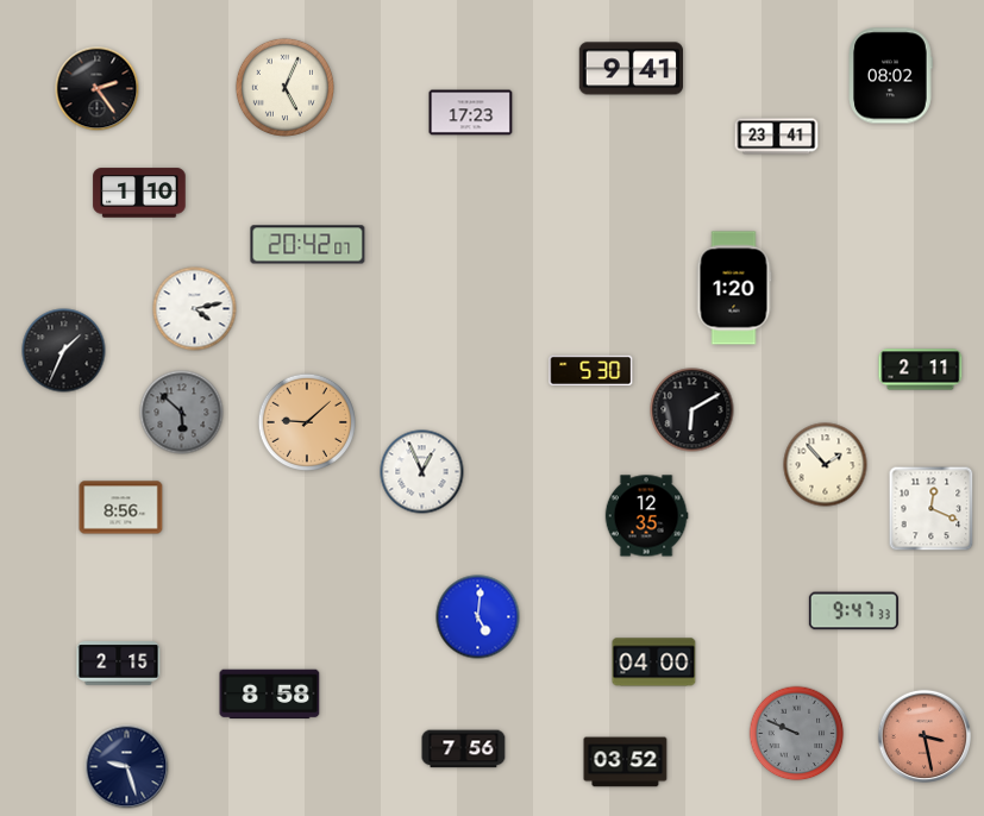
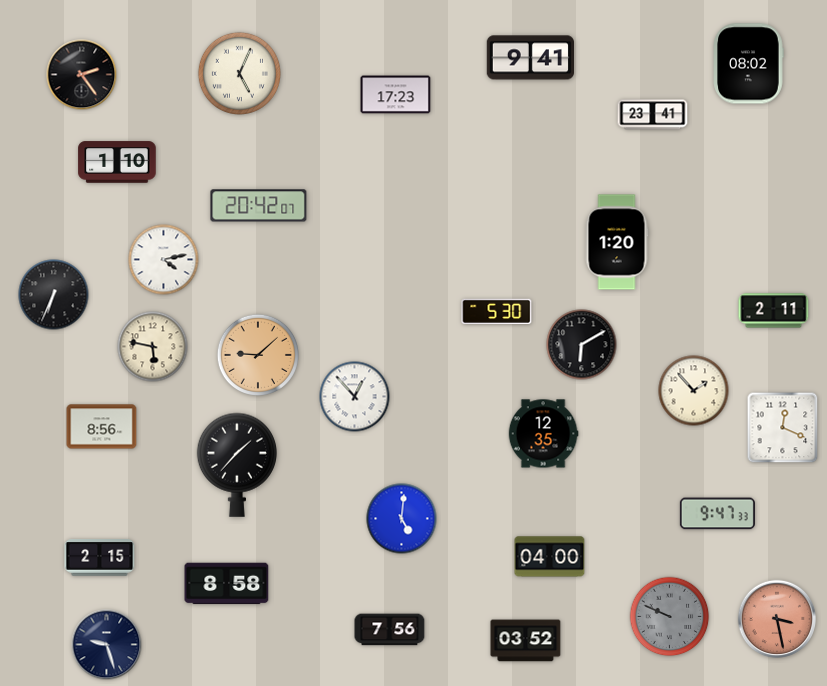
clock at (64, 351): 1:34 -> 6:34
clock at (182, 413): 5:52 -> 5:47
clock at (182, 413) dial: grey -> cream
clock at (422, 472): 12:56 -> 12:53
clock at (236, 465): none -> 1:37
